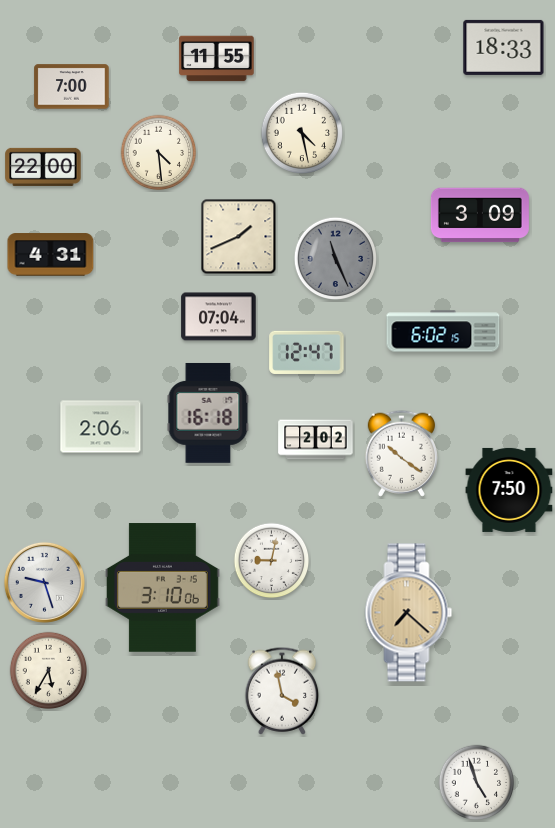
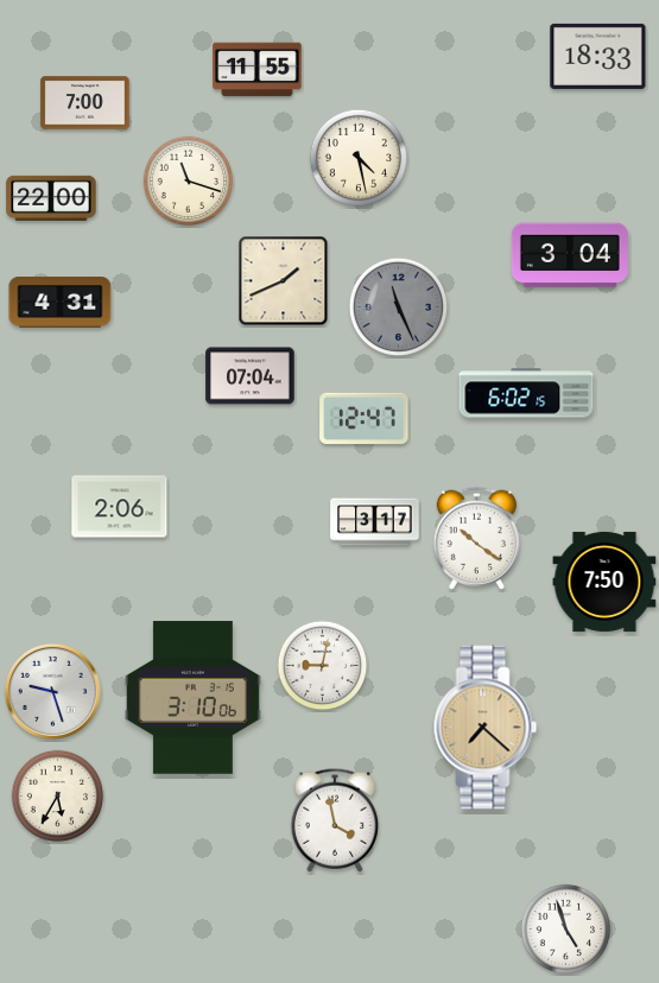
clock at (159, 153): 4:29 -> 11:18
clock at (480, 215): 3:09 -> 3:04
clock at (219, 317) position: (219, 317) -> (251, 376)
clock at (208, 413): 16:18 -> none
clock at (316, 440): 2:02 -> 3:17
